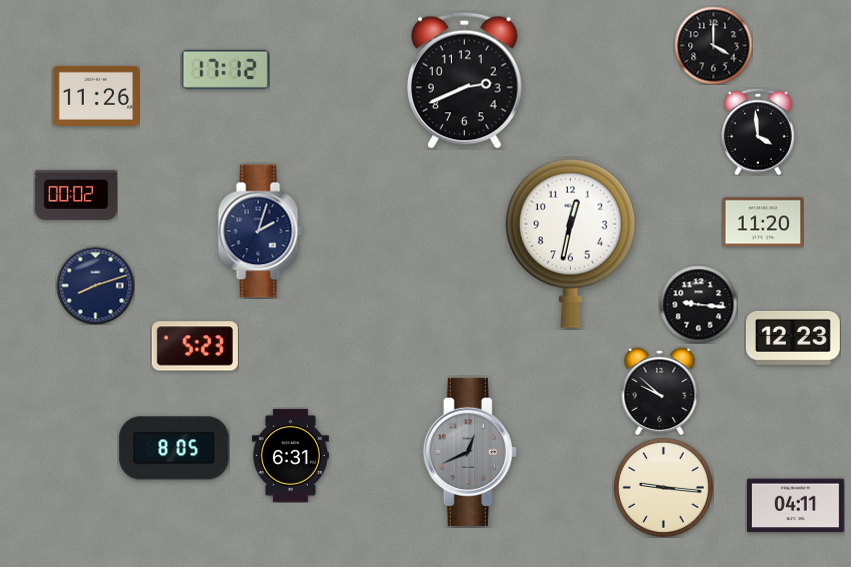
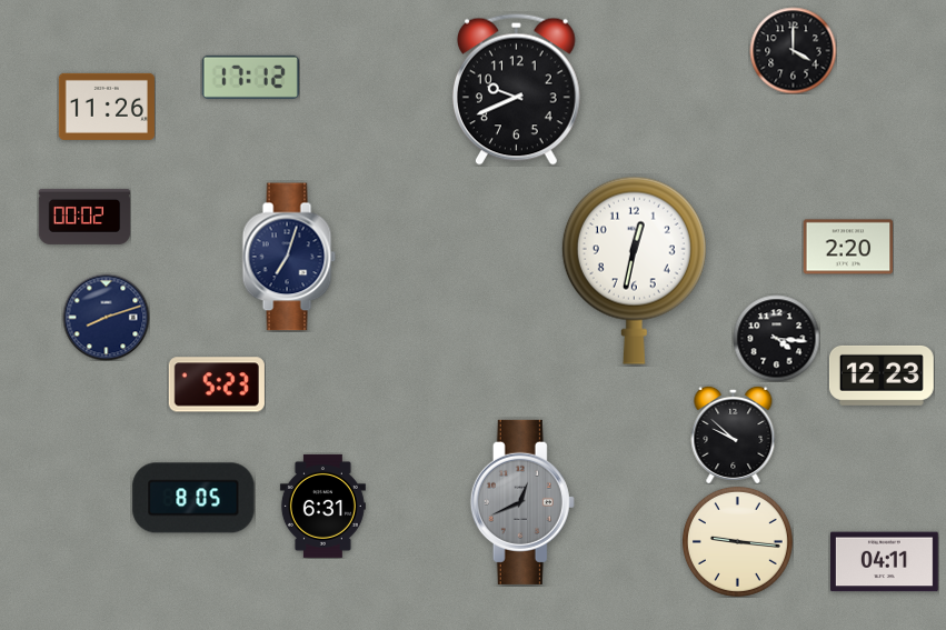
clock at (464, 80): 2:41 -> 9:41
clock at (759, 132): 3:59 -> none
clock at (763, 222): 11:20 -> 2:20
clock at (260, 231): 2:03 -> 7:03
clock at (698, 304): 9:16 -> 4:16
